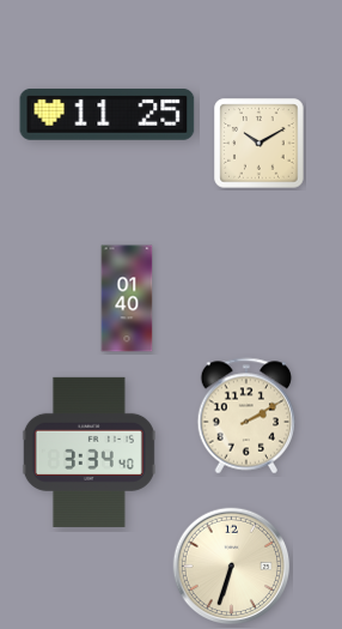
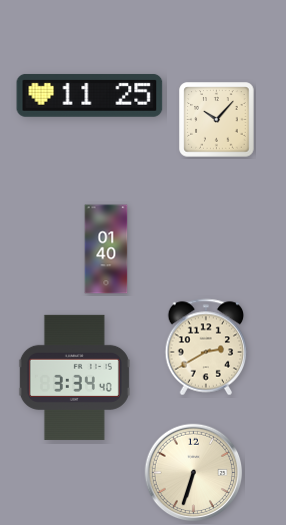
clock at (259, 144): 10:10 -> 10:07
clock at (246, 416): 2:10 -> 2:40
